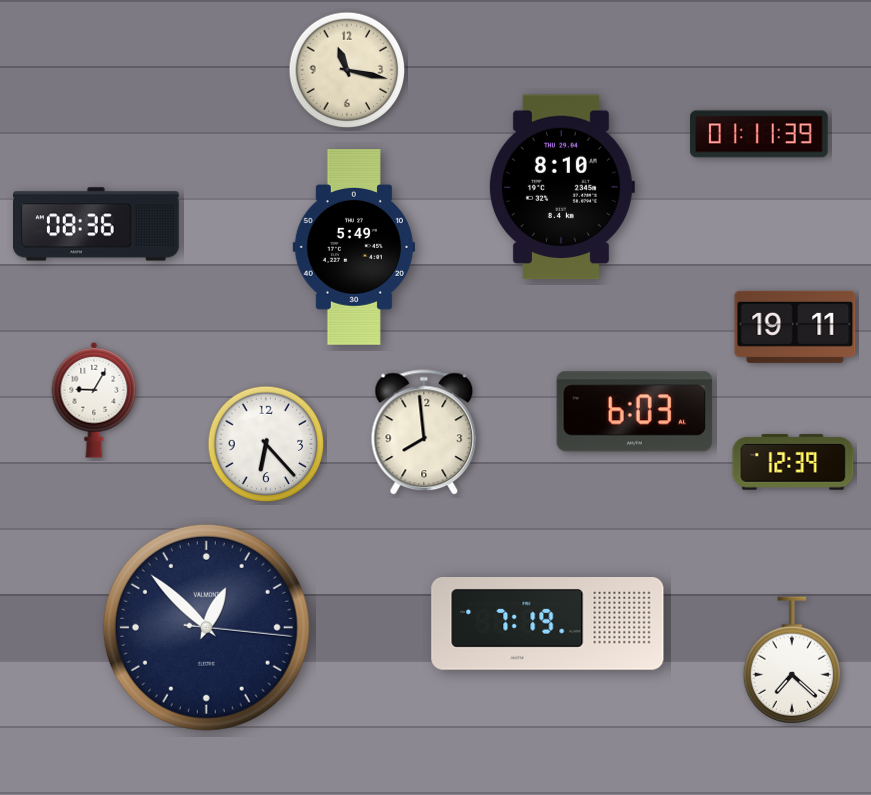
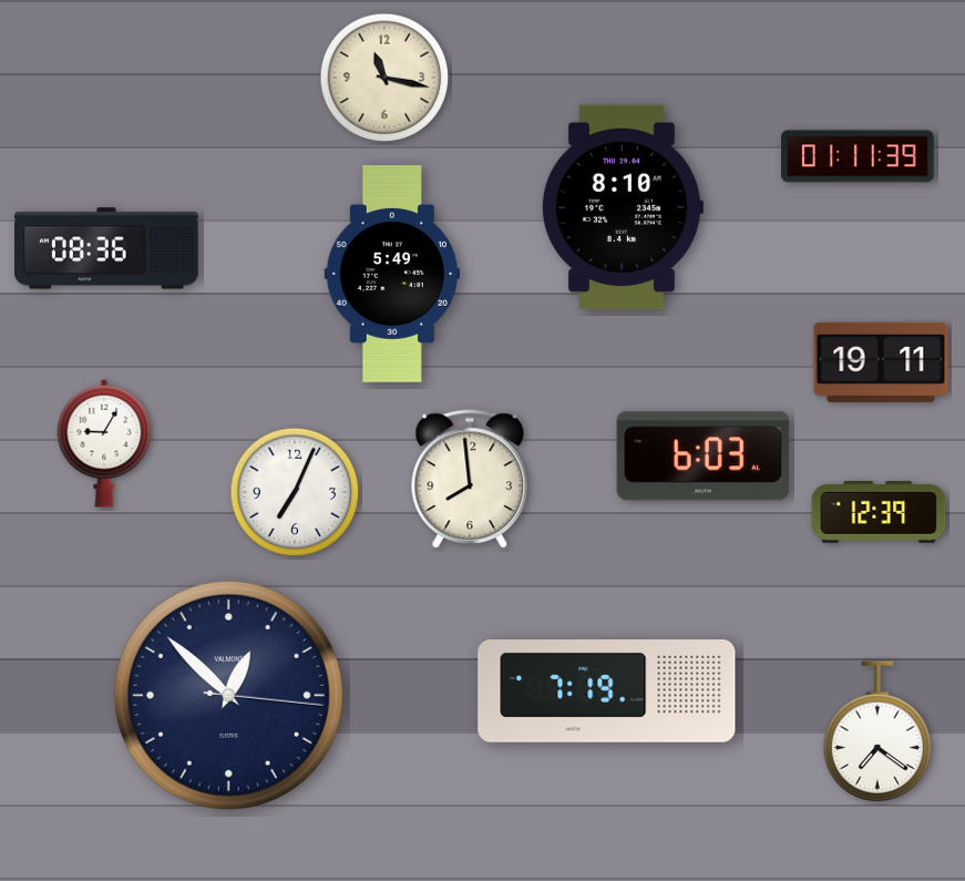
clock at (759, 134) position: (759, 134) -> (858, 156)
clock at (266, 444): 6:23 -> 7:04
clock at (792, 660): 7:22 -> 7:21
